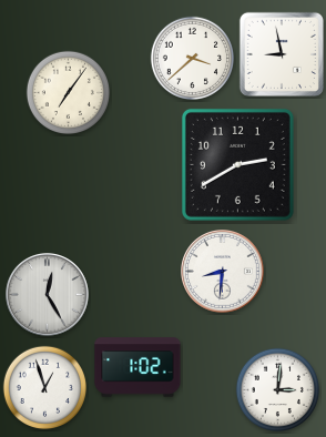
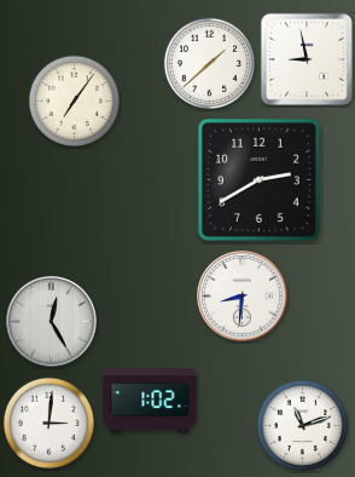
clock at (192, 58): 3:38 -> 1:38
clock at (44, 387): 12:57 -> 3:01
clock at (277, 389): 3:01 -> 11:12
